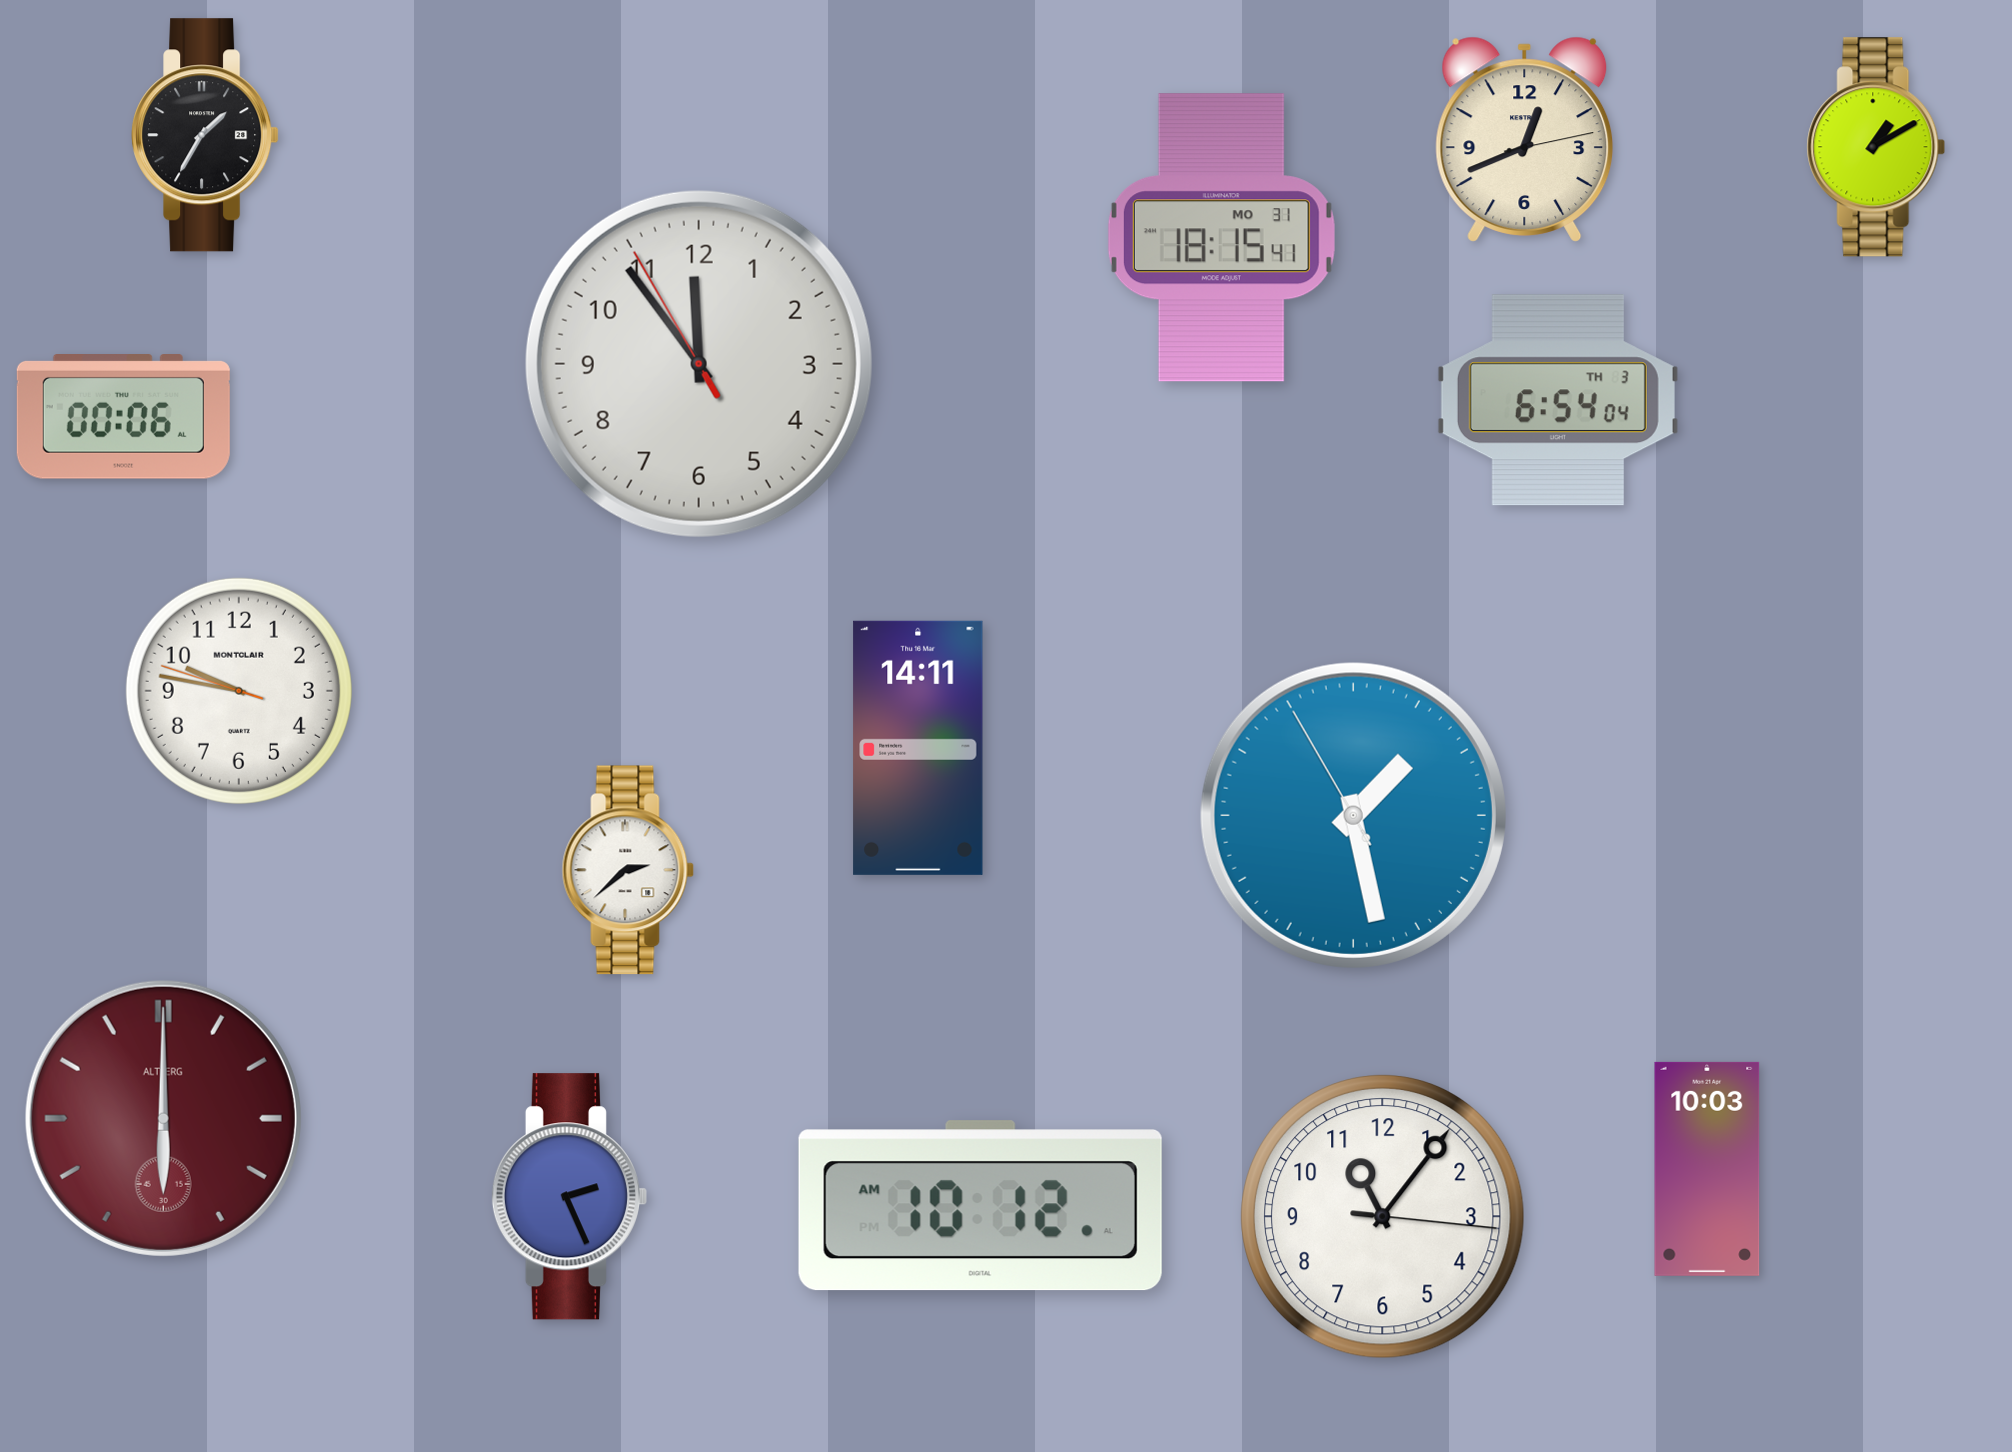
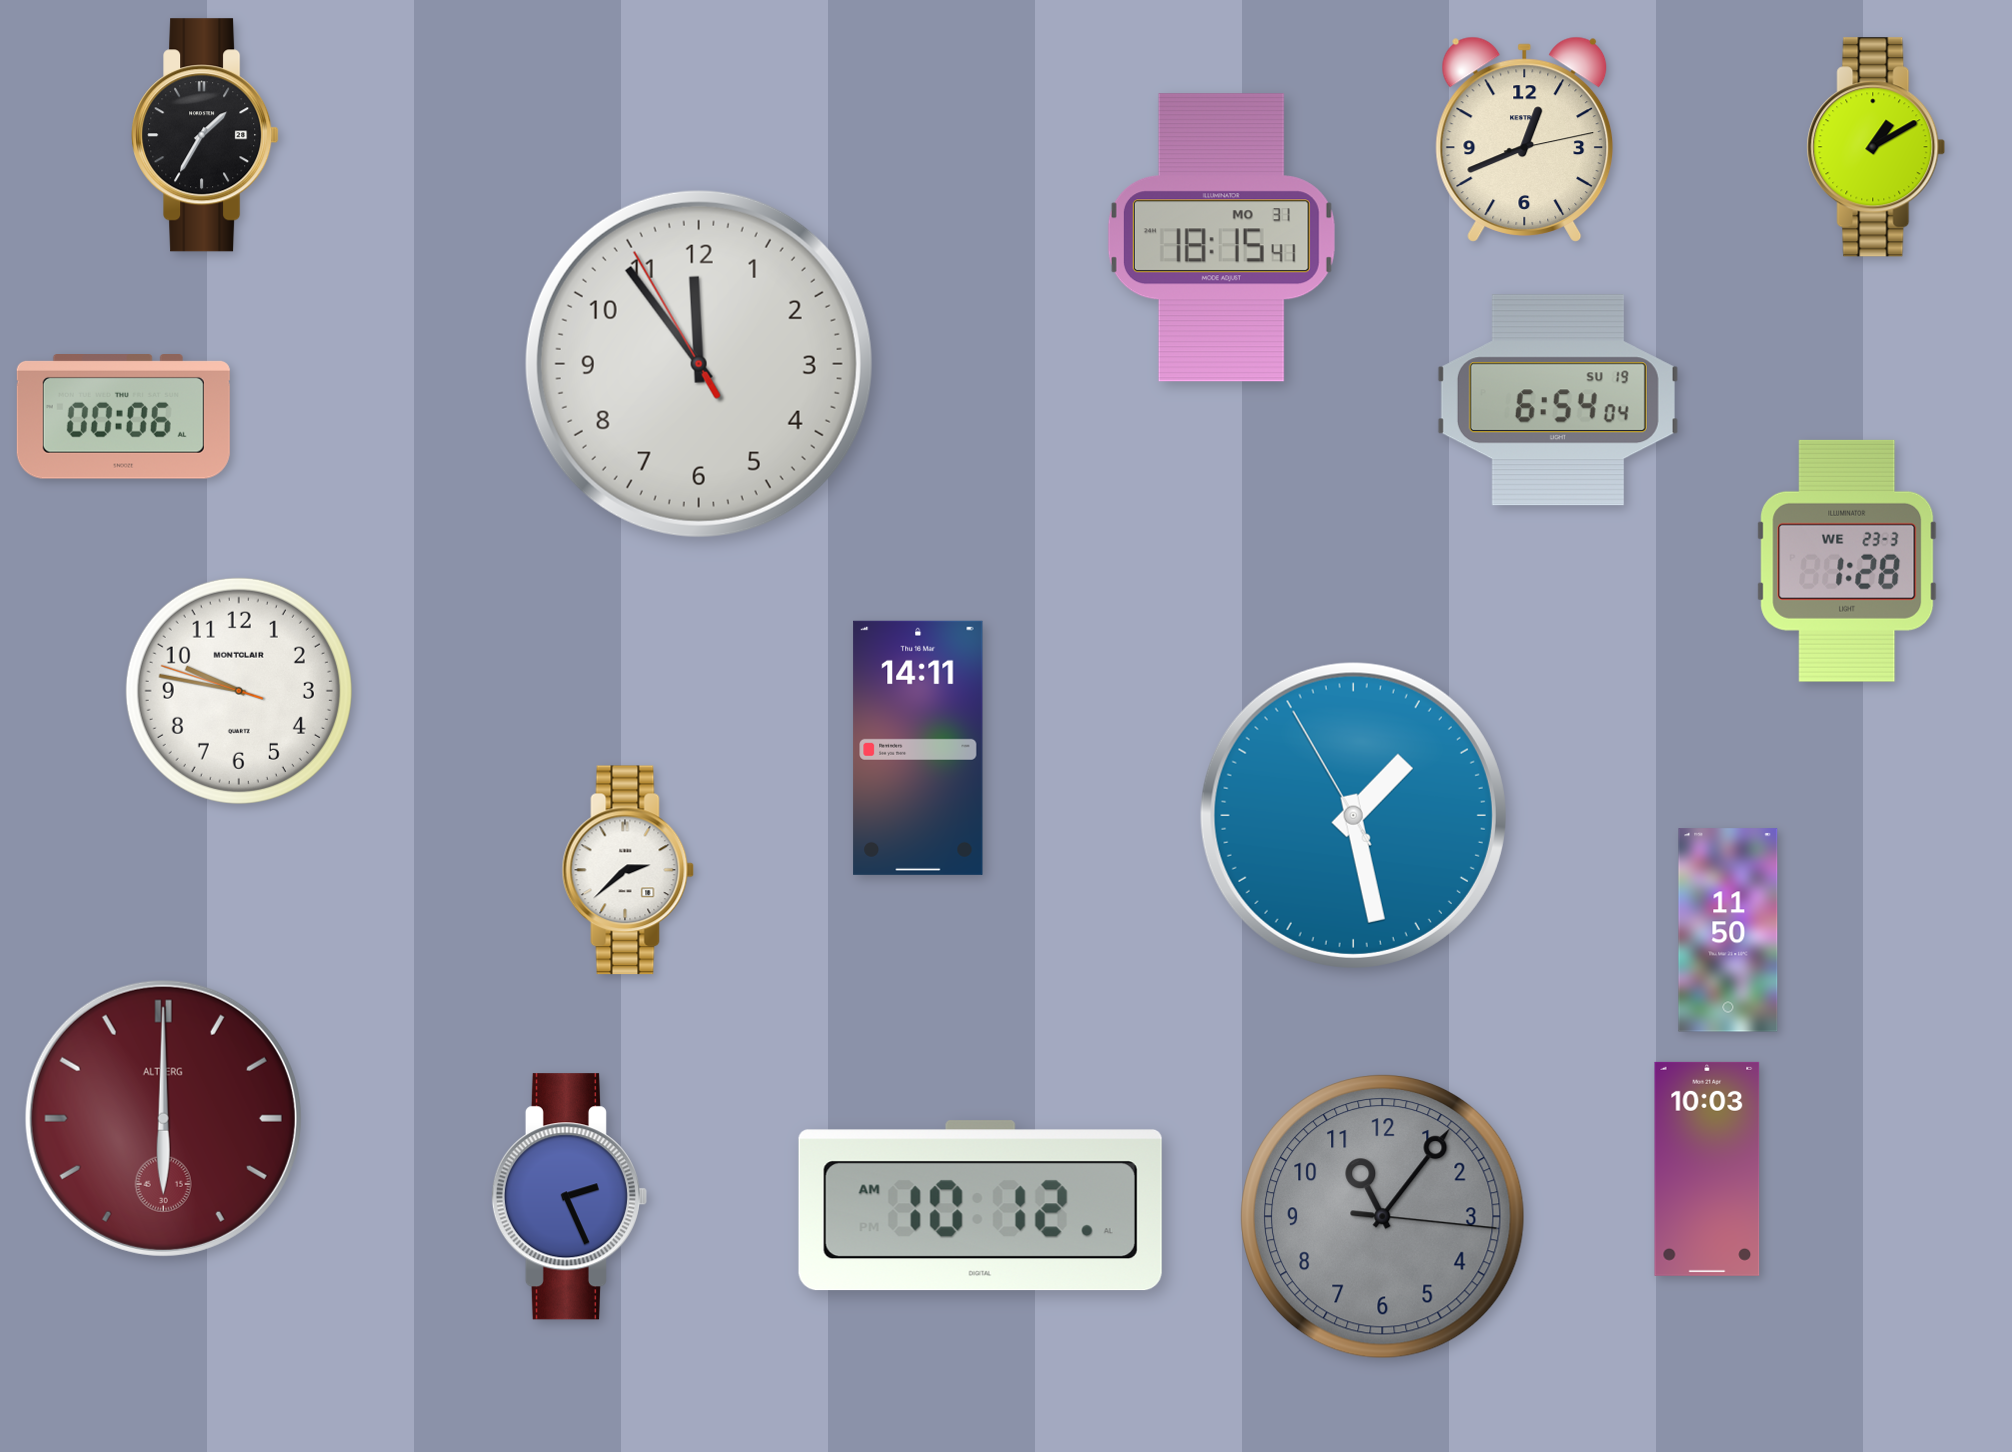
clock at (1558, 400) date: TH 3 -> SU 19
clock at (1847, 561): none -> 1:28
clock at (1728, 930): none -> 11:50
clock at (1383, 1217) dial: white -> grey
